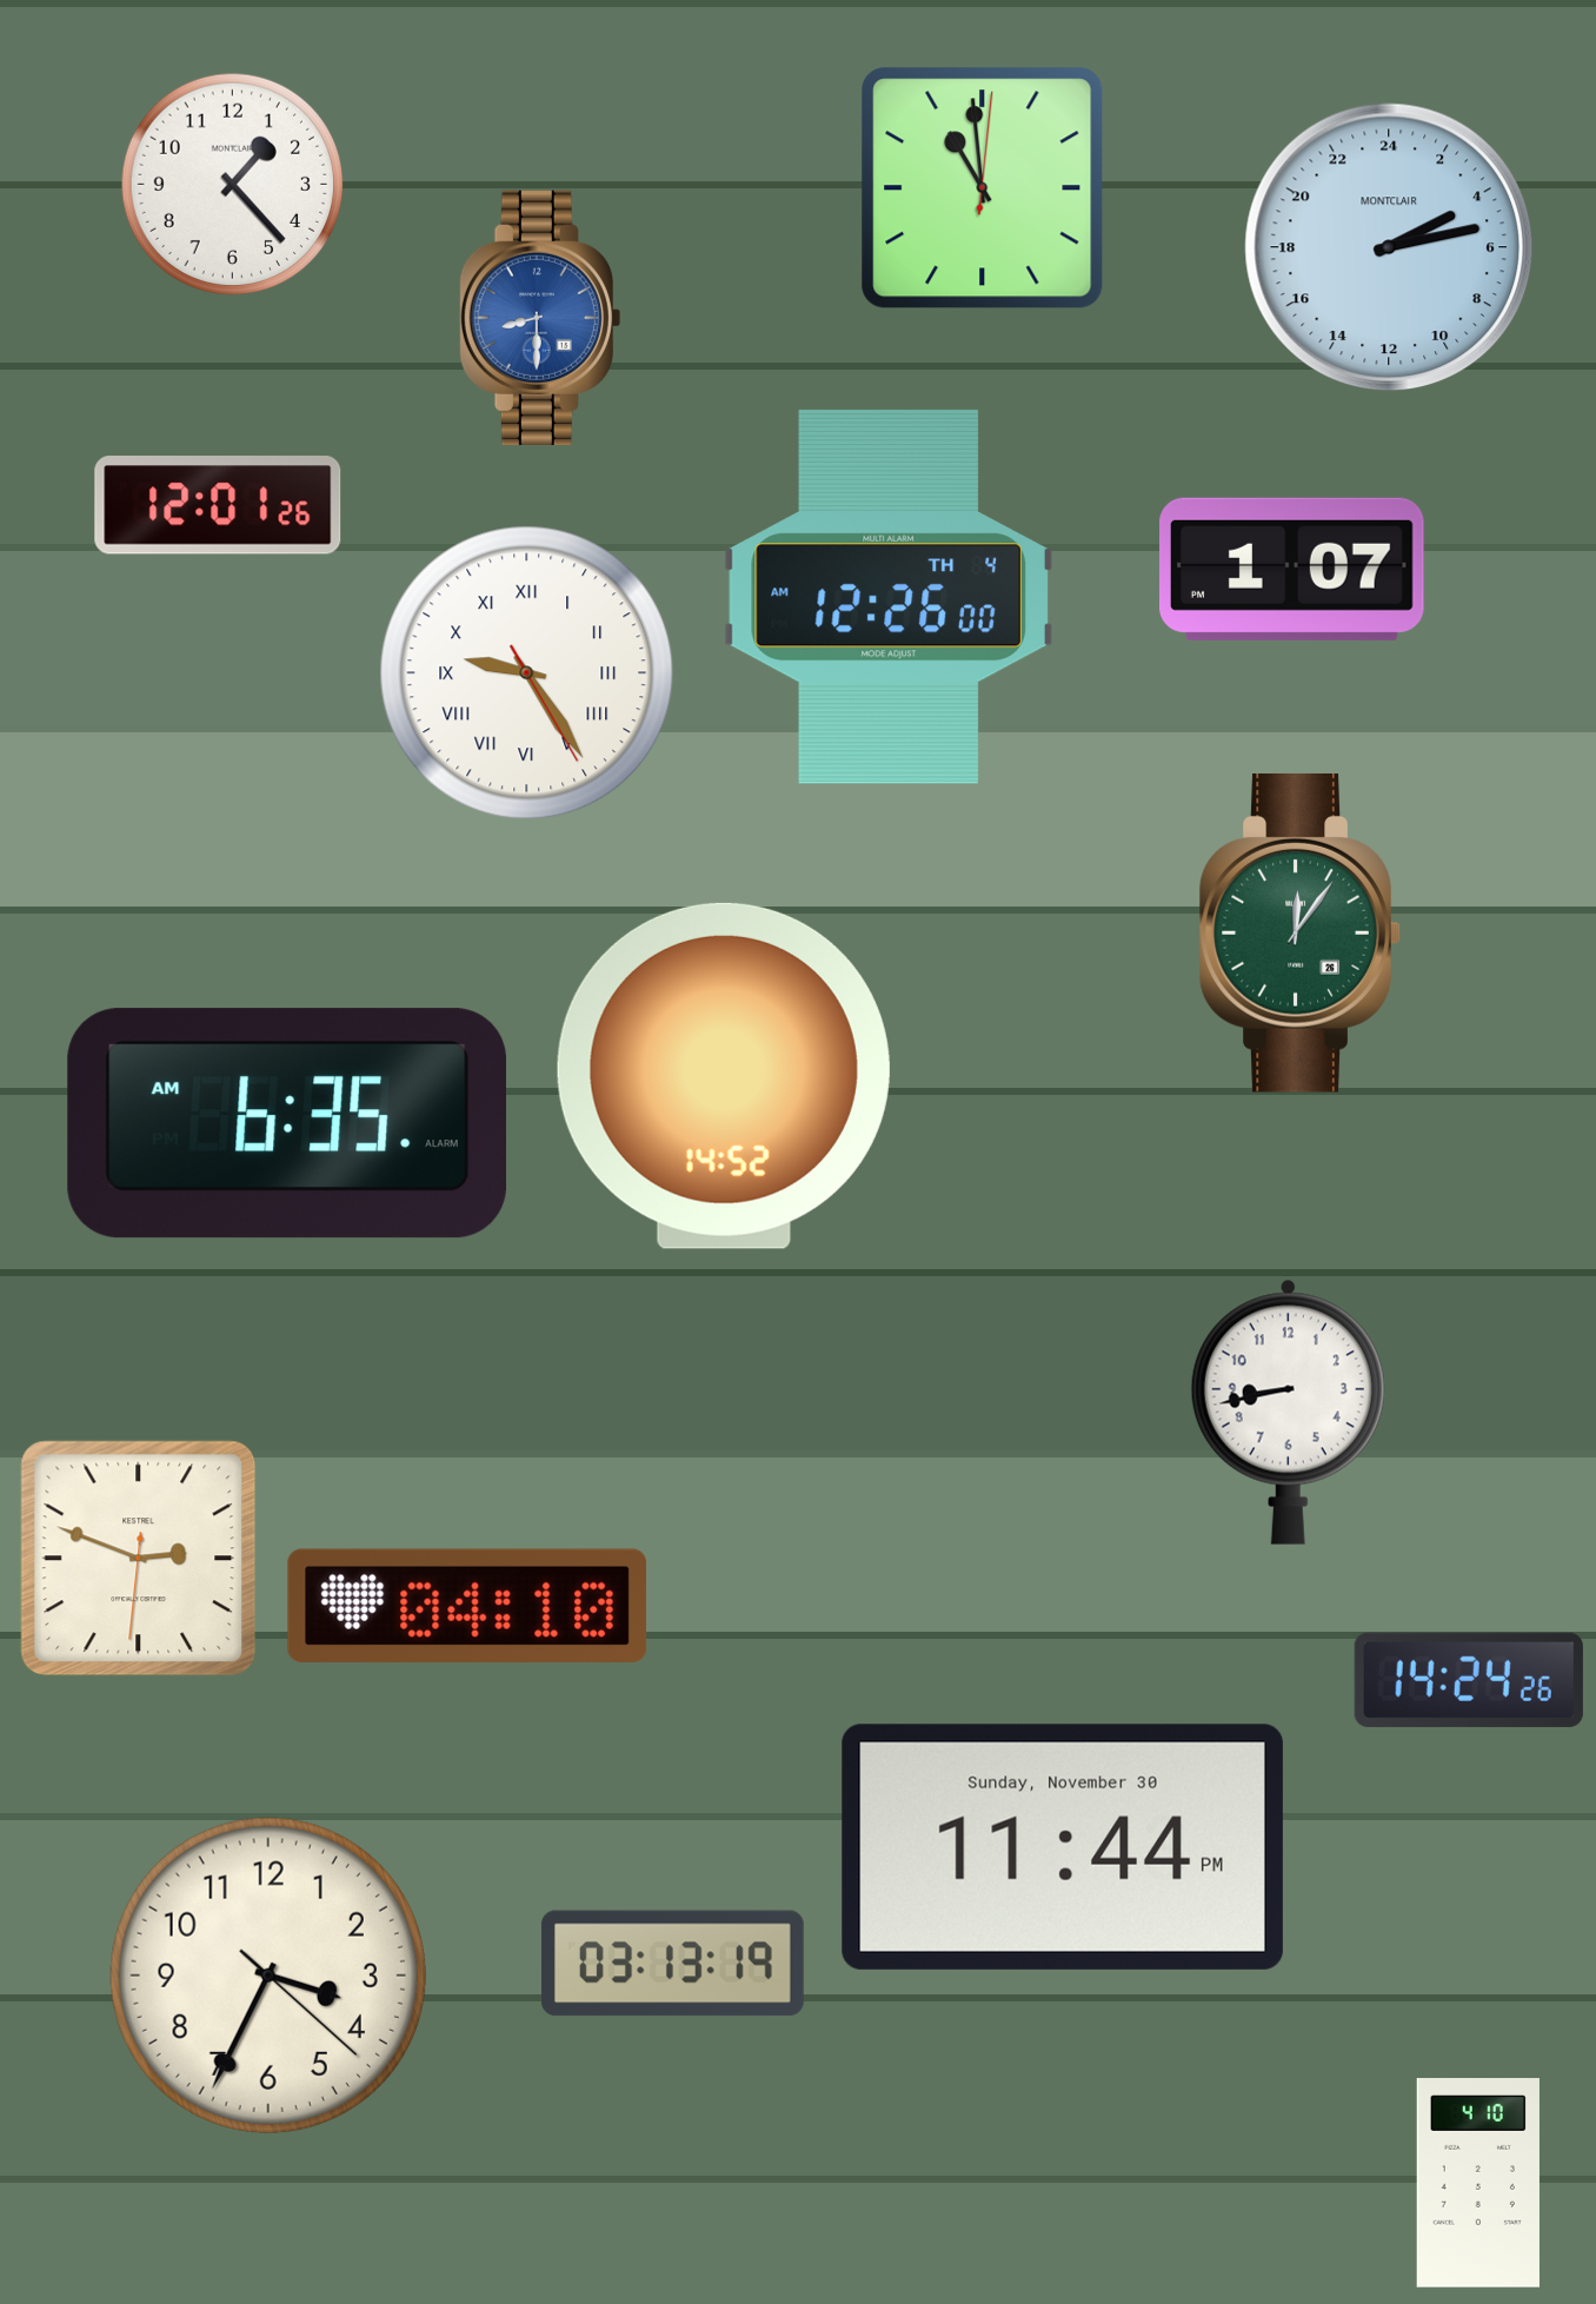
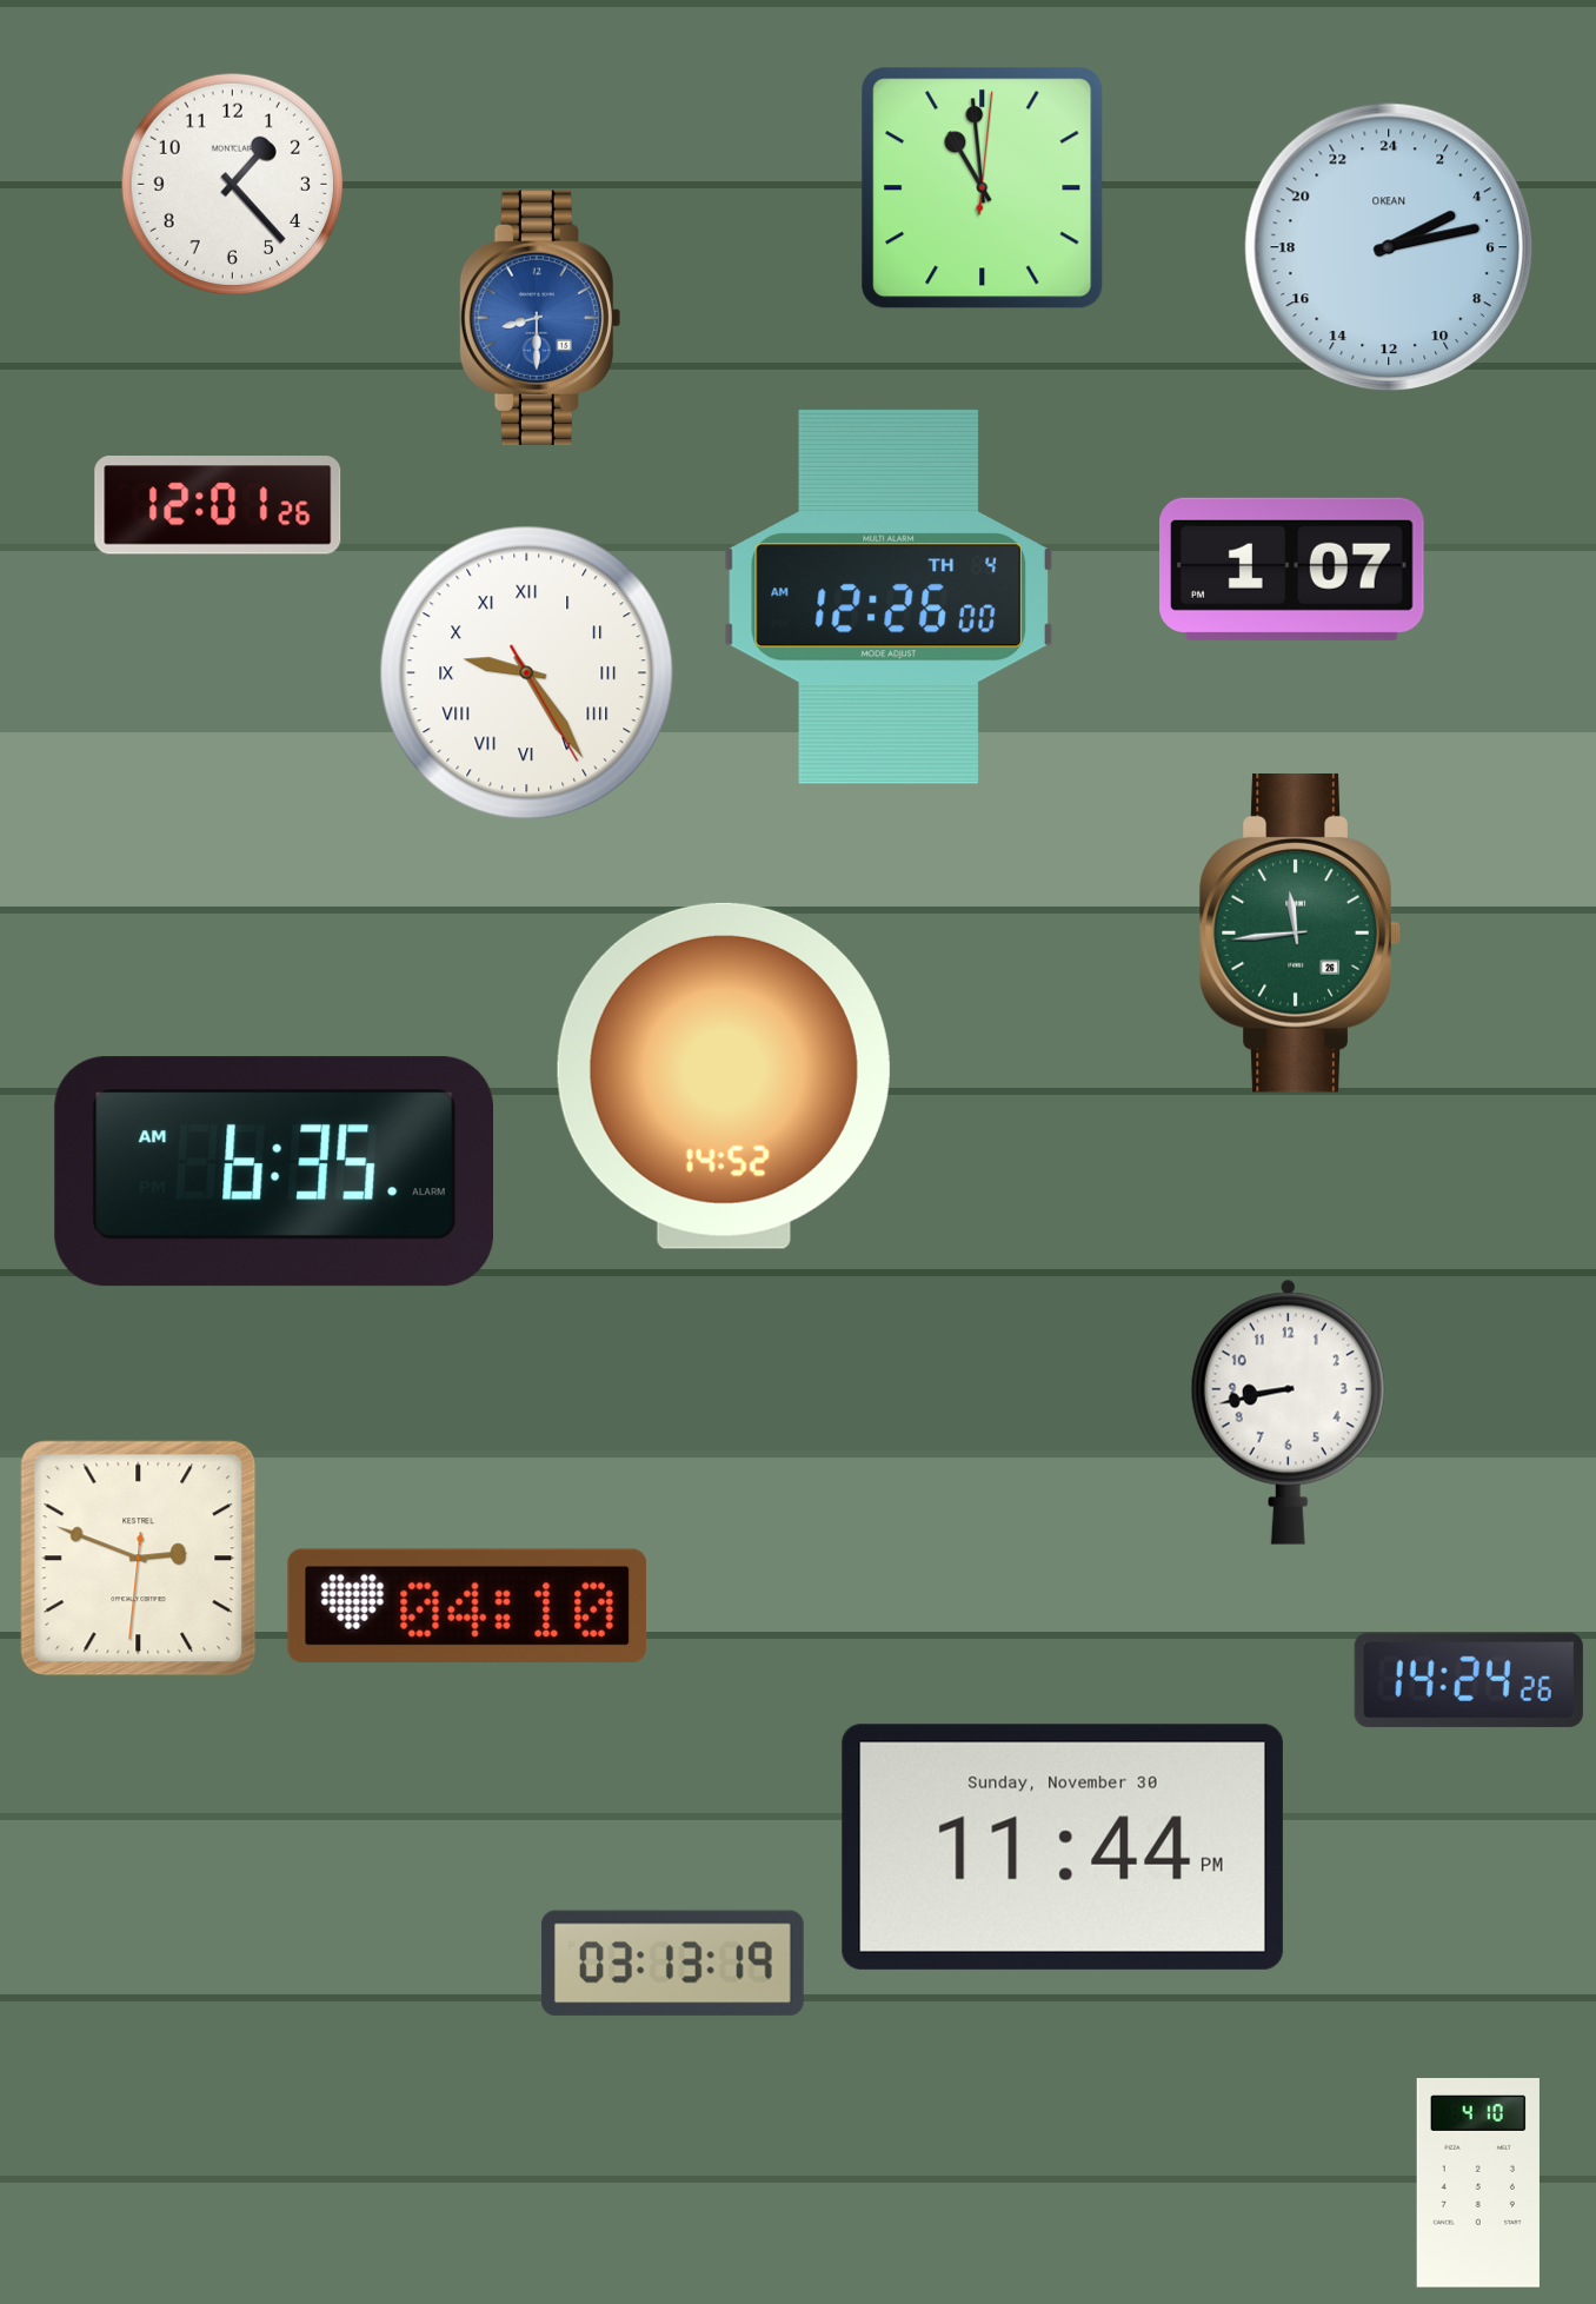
clock at (1389, 247) brand: MONTCLAIR -> OKEAN
clock at (1299, 932): 12:06 -> 11:44
clock at (286, 1123) position: (286, 1123) -> (273, 1171)
clock at (268, 1976): 3:34 -> none
